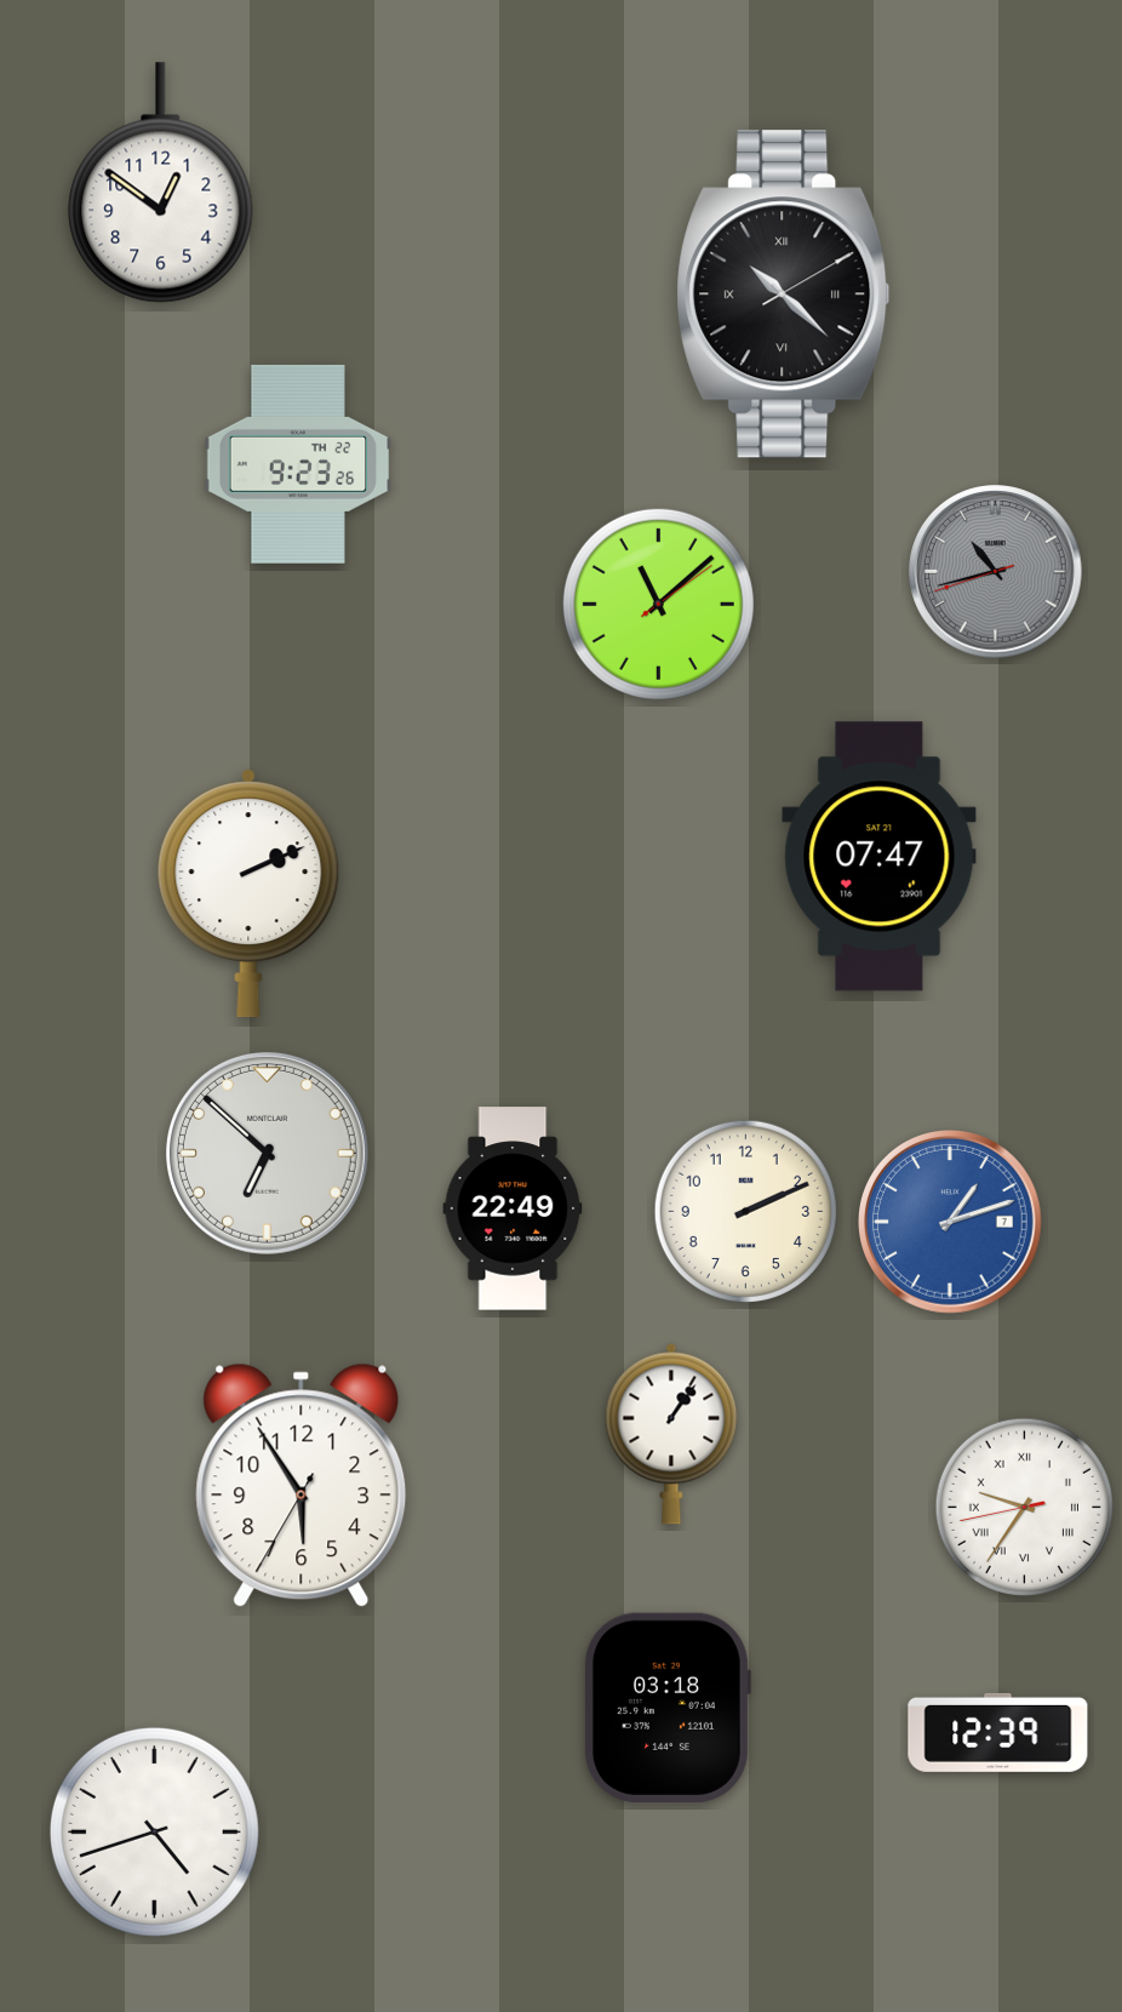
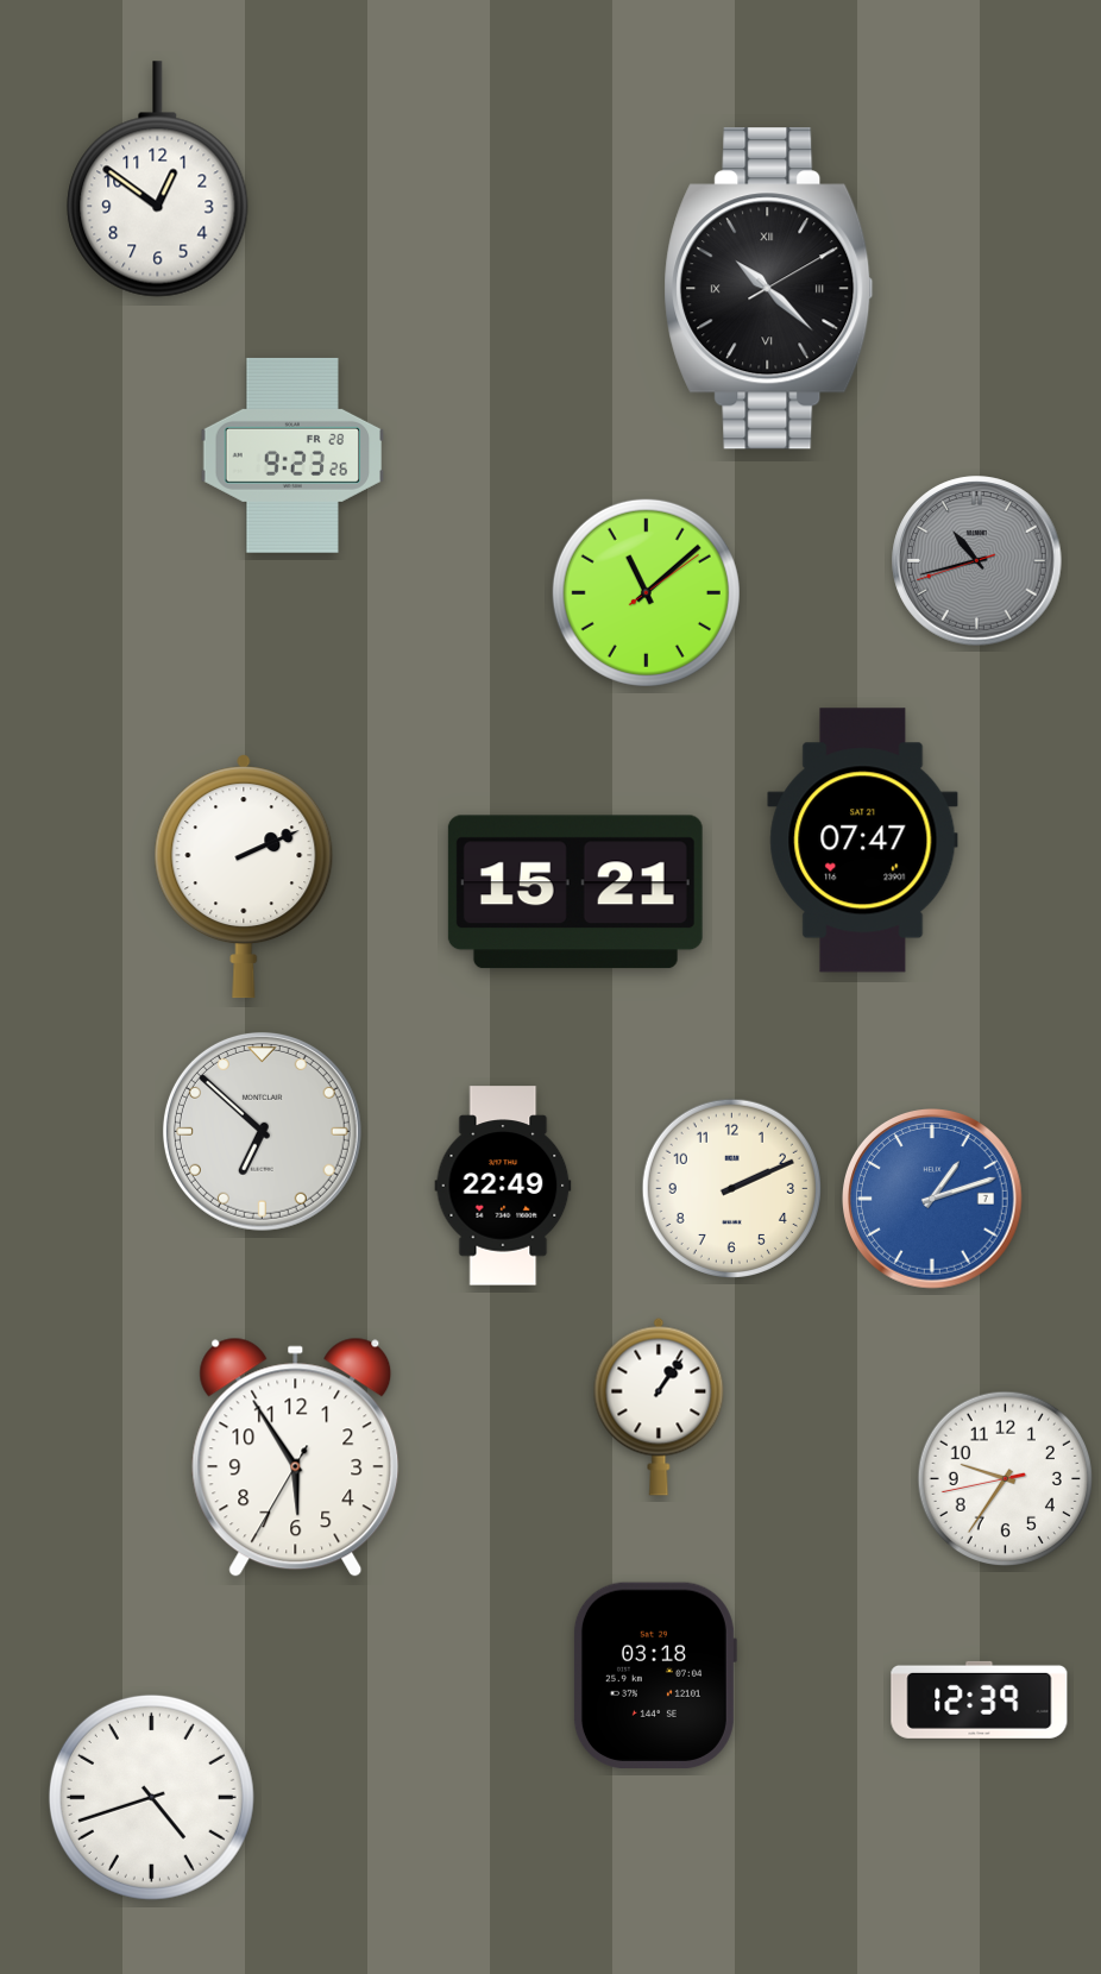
clock at (298, 464) date: TH 22 -> FR 28
clock at (575, 892): none -> 15:21
clock at (1024, 1507) numerals: Roman -> Arabic
